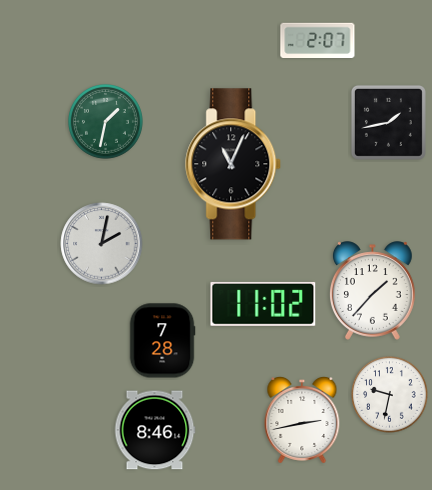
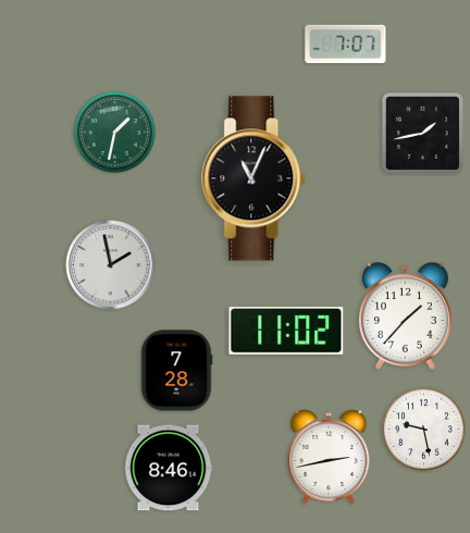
clock at (318, 41): 2:07 -> 7:07
clock at (102, 244): 2:02 -> 1:58
clock at (390, 395): 9:32 -> 9:28
